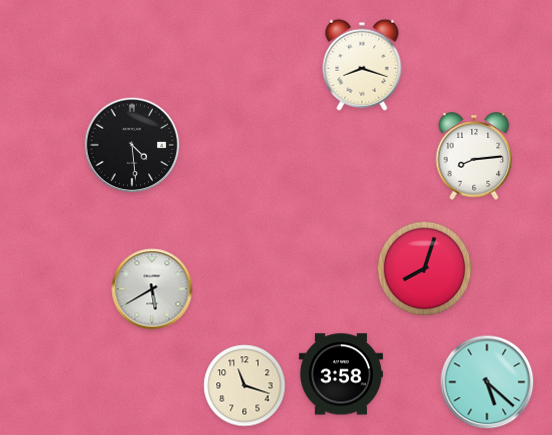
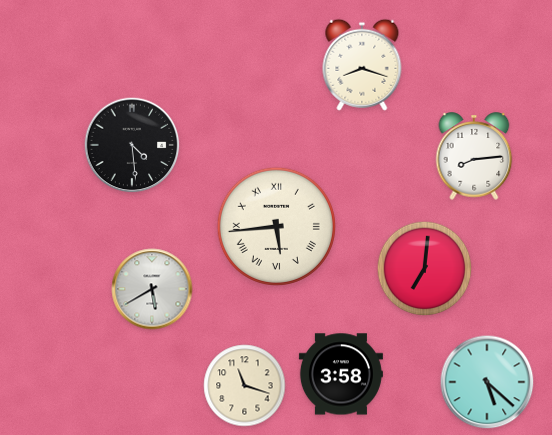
clock at (276, 226): none -> 5:44
clock at (425, 269): 8:03 -> 7:01
